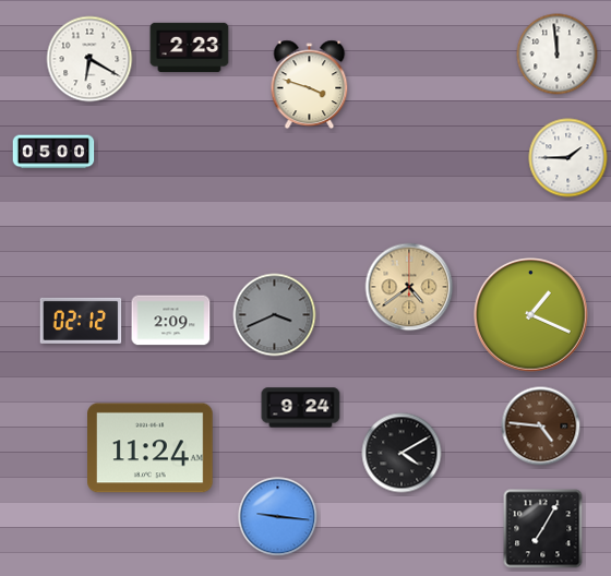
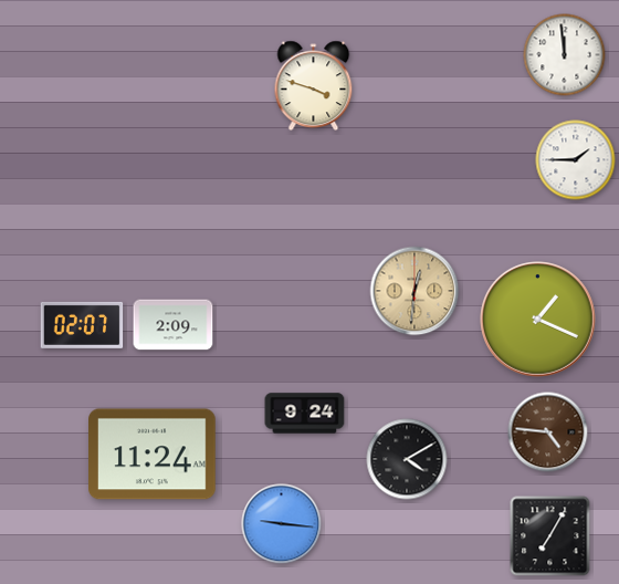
clock at (190, 48): 2:23 -> none
clock at (89, 59): 6:20 -> none
clock at (53, 152): 05:00 -> none
clock at (409, 287): 4:39 -> 12:31
clock at (275, 315): 3:41 -> none
clock at (81, 321): 02:12 -> 02:07
